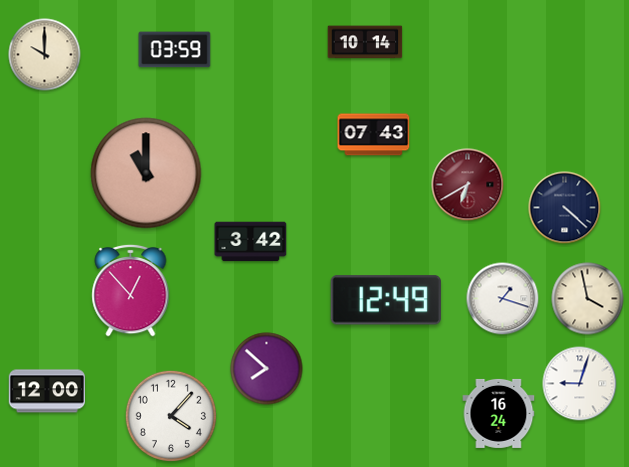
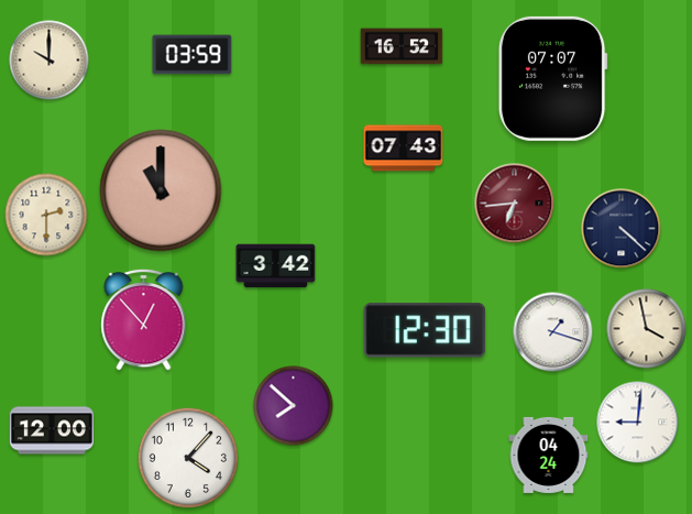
clock at (365, 42): 10:14 -> 16:52
clock at (552, 78): none -> 07:07
clock at (374, 135) position: (374, 135) -> (404, 149)
clock at (468, 185): 6:40 -> 6:44
clock at (46, 215): none -> 2:30
clock at (503, 299) position: (503, 299) -> (553, 332)
clock at (386, 300): 12:49 -> 12:30
clock at (580, 384): 9:03 -> 9:01
clock at (499, 413): 16:24 -> 04:24
